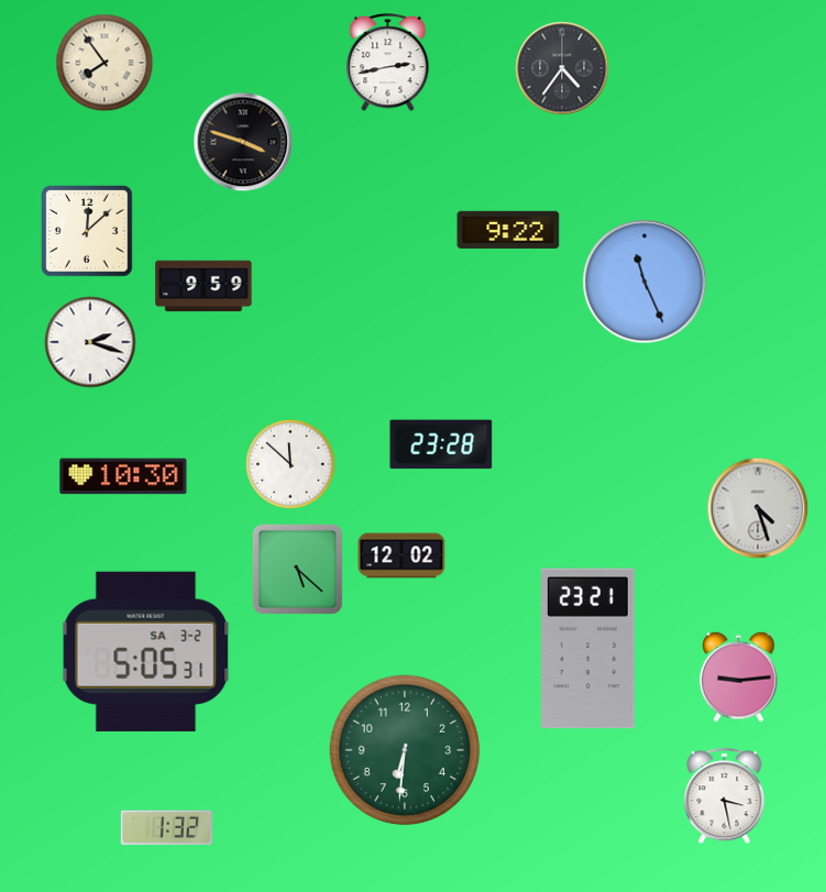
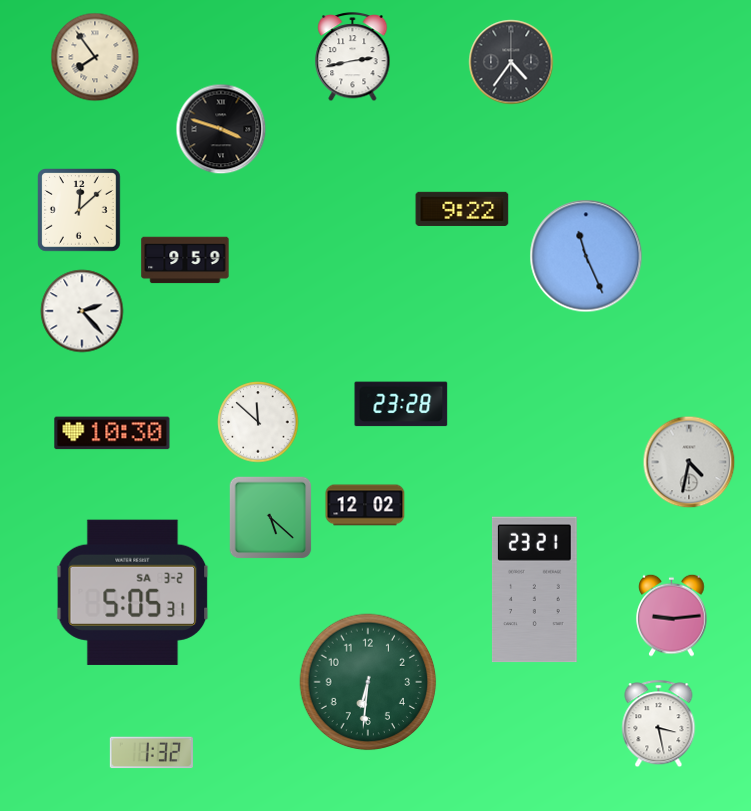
clock at (90, 342): 2:18 -> 2:23
clock at (290, 464) position: (290, 464) -> (258, 422)
clock at (758, 508): 4:27 -> 4:32
